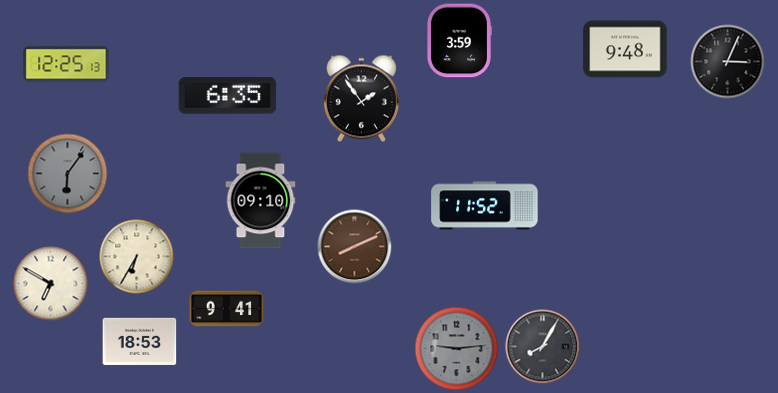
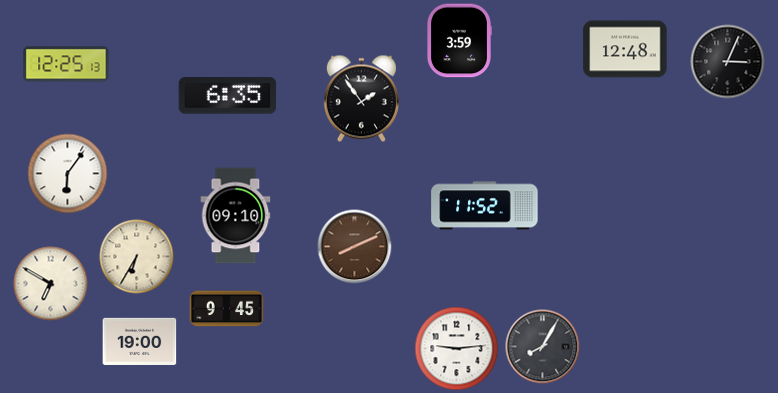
clock at (625, 49): 9:48 -> 12:48
clock at (68, 174) dial: grey -> white
clock at (261, 201) position: (261, 201) -> (236, 216)
clock at (227, 309): 9:41 -> 9:45
clock at (140, 341): 18:53 -> 19:00
clock at (457, 349) dial: grey -> white
